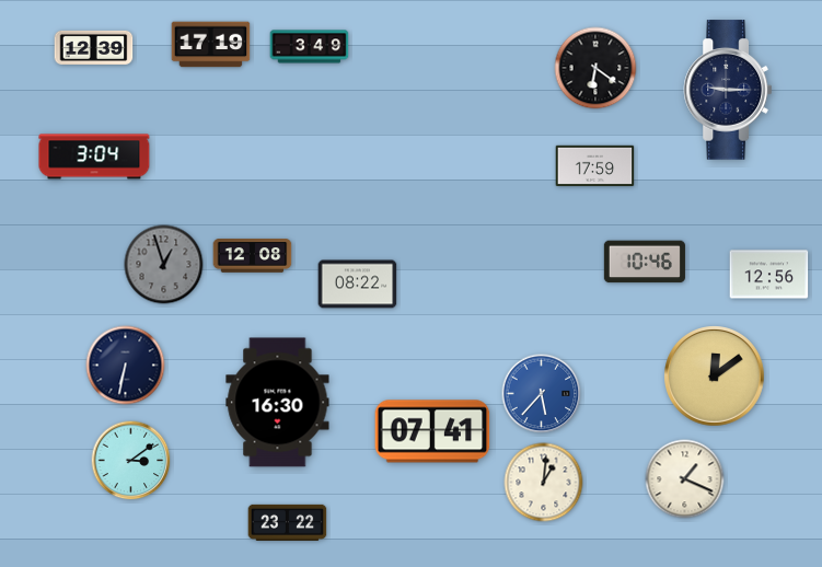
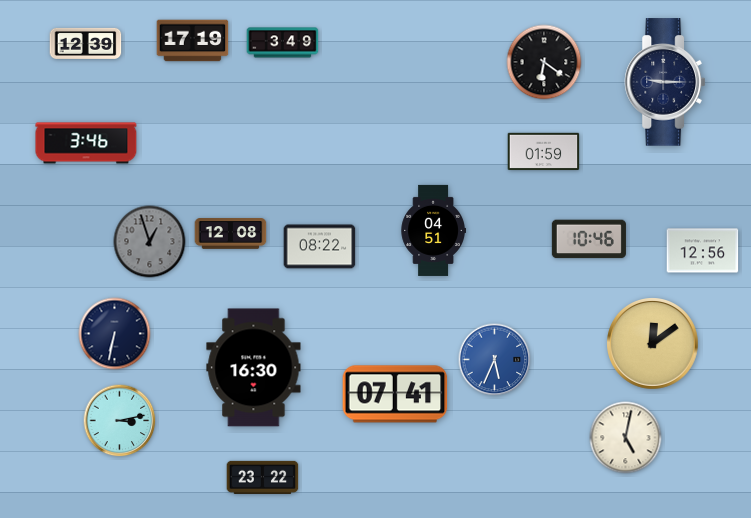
clock at (94, 157): 3:04 -> 3:46
clock at (595, 166): 17:59 -> 01:59
clock at (433, 230): none -> 04:51
clock at (358, 285) position: (358, 285) -> (320, 247)
clock at (542, 394): 5:37 -> 5:34
clock at (131, 461): 3:09 -> 3:13
clock at (685, 479): 1:19 -> 5:02
clock at (544, 483): 1:01 -> none
